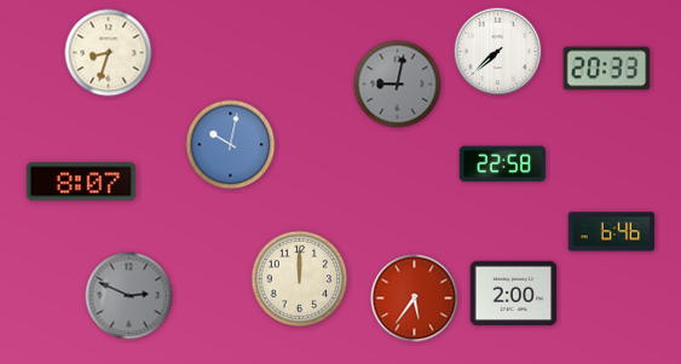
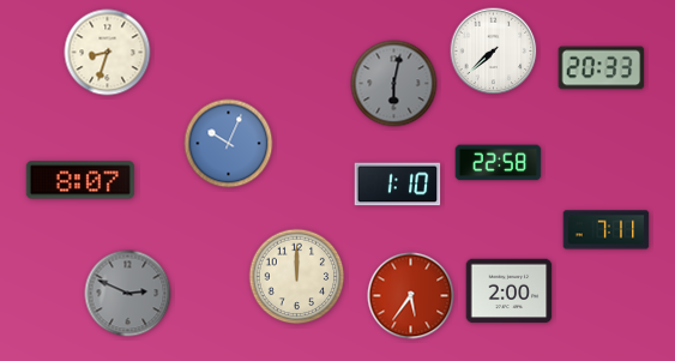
clock at (398, 85): 9:02 -> 6:02
clock at (231, 145): 10:02 -> 10:04
clock at (398, 185): none -> 1:10
clock at (612, 232): 6:46 -> 7:11
